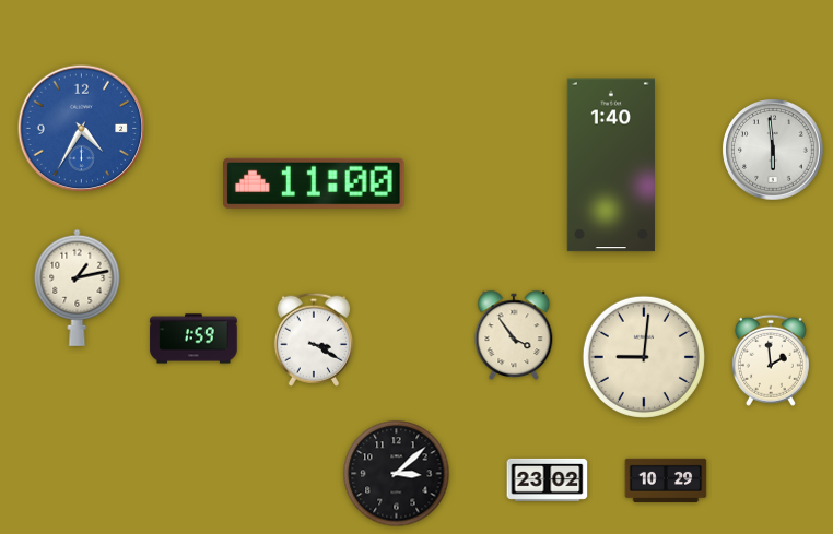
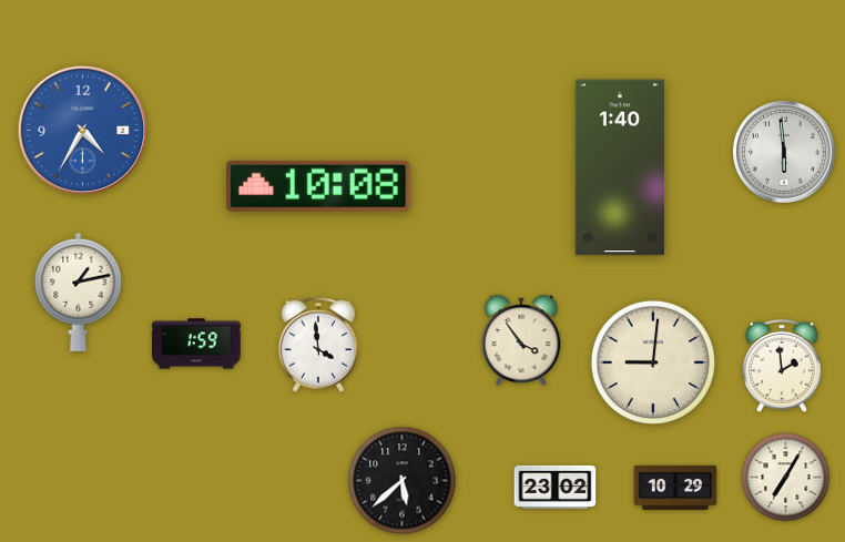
clock at (314, 183): 11:00 -> 10:08
clock at (314, 340): 3:20 -> 3:59
clock at (786, 478): none -> 7:05
clock at (397, 474): 3:08 -> 5:38
